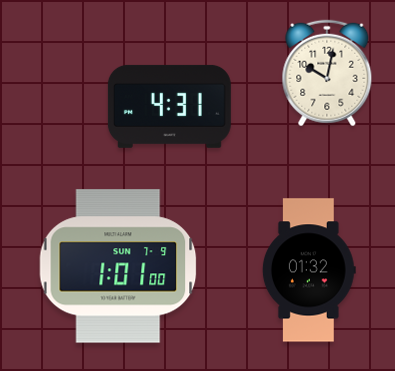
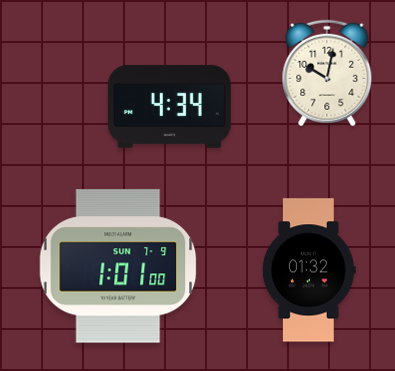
clock at (169, 106): 4:31 -> 4:34
